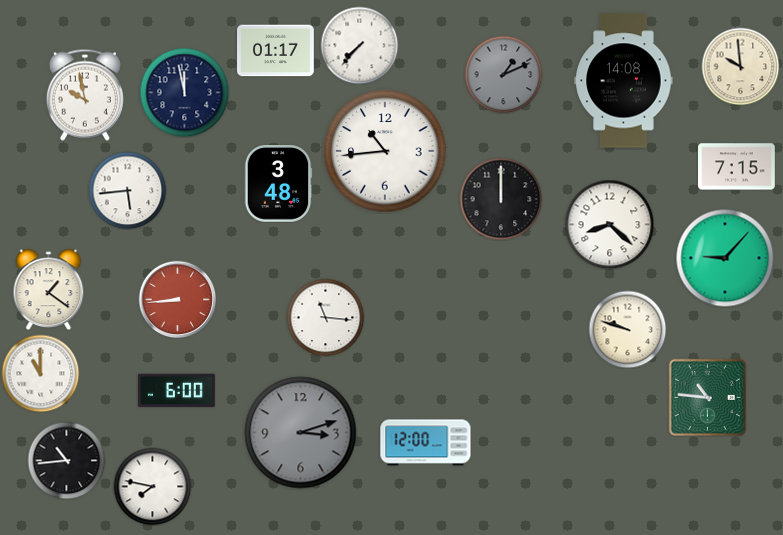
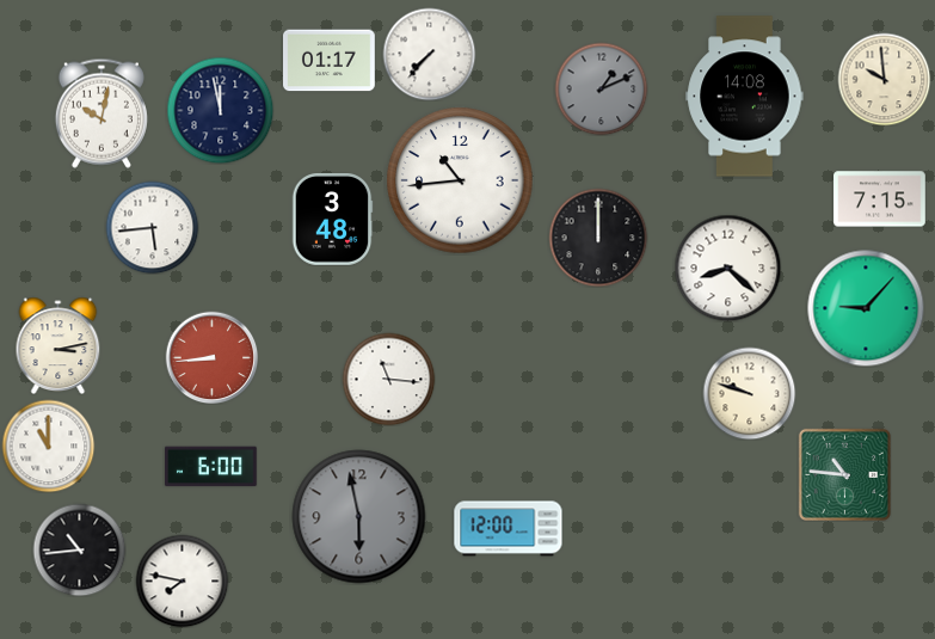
clock at (85, 95): 9:58 -> 10:02
clock at (49, 289): 1:21 -> 3:13
clock at (301, 433): 3:12 -> 5:58
